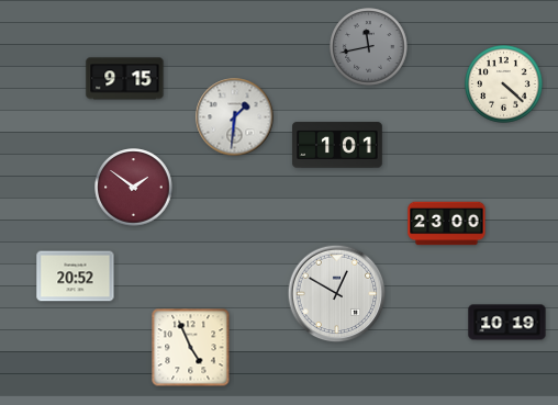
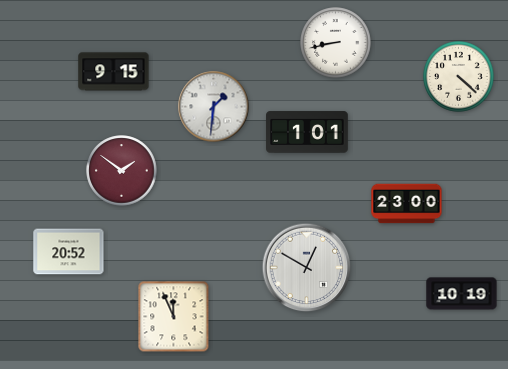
clock at (369, 47): 11:43 -> 8:43
clock at (369, 47) dial: grey -> white
clock at (191, 348): 4:56 -> 11:56
